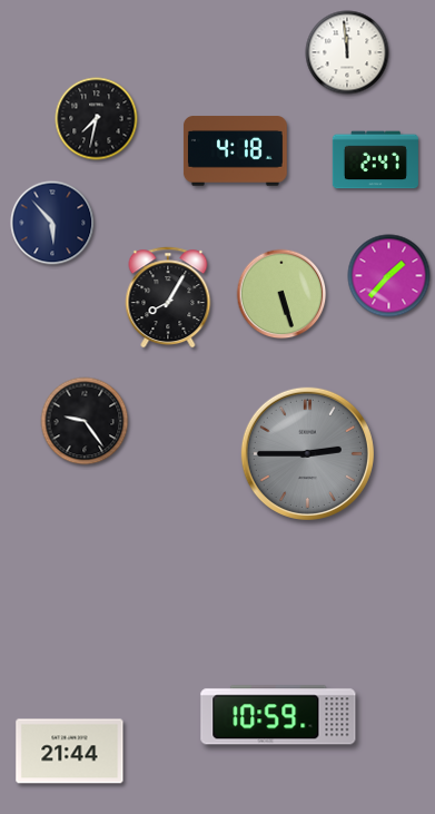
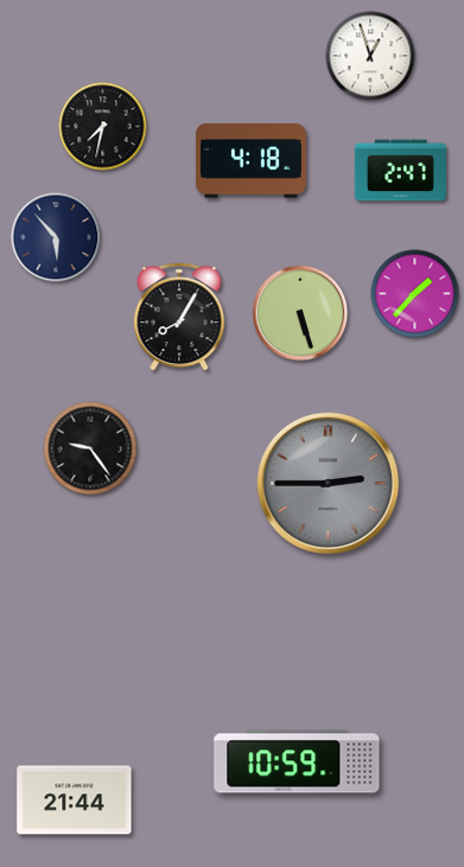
clock at (347, 52): 11:59 -> 12:57
